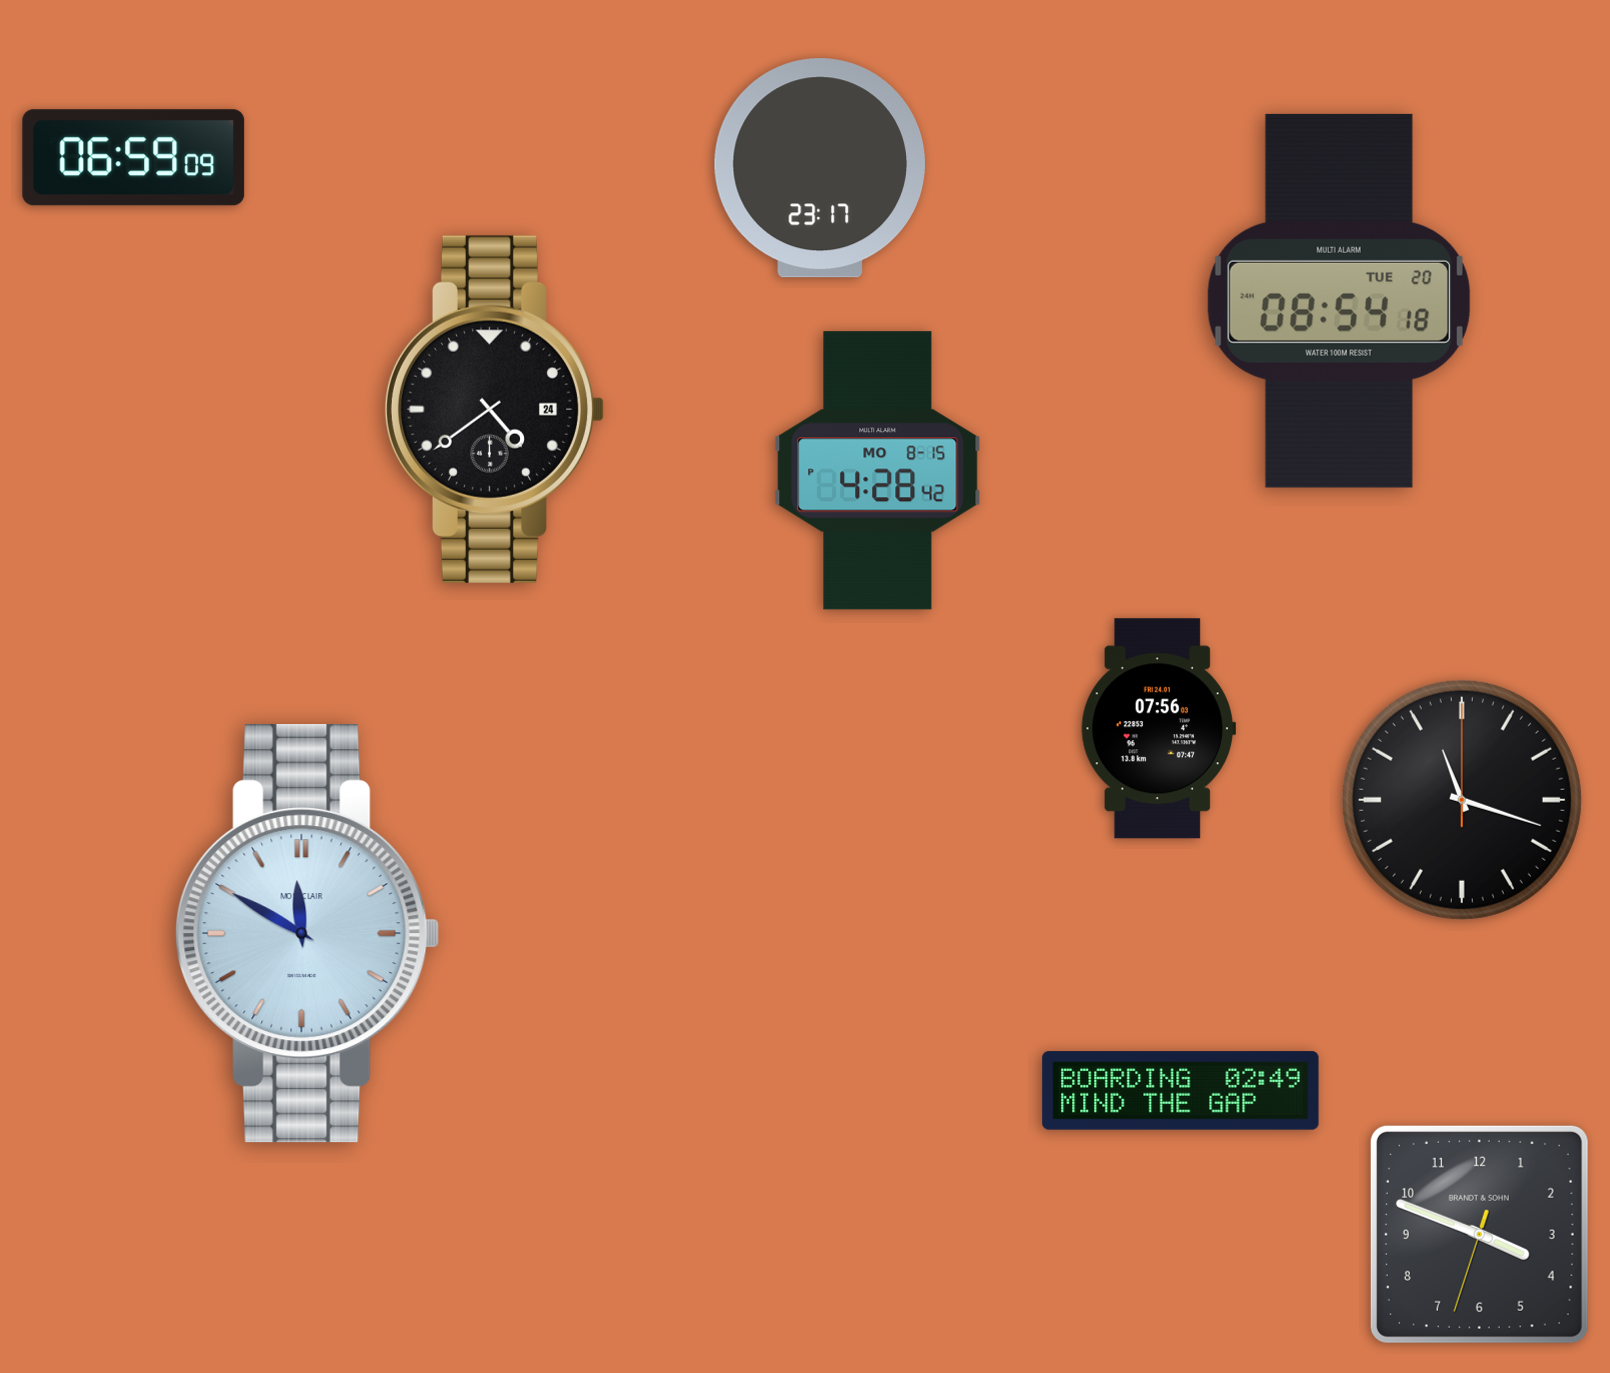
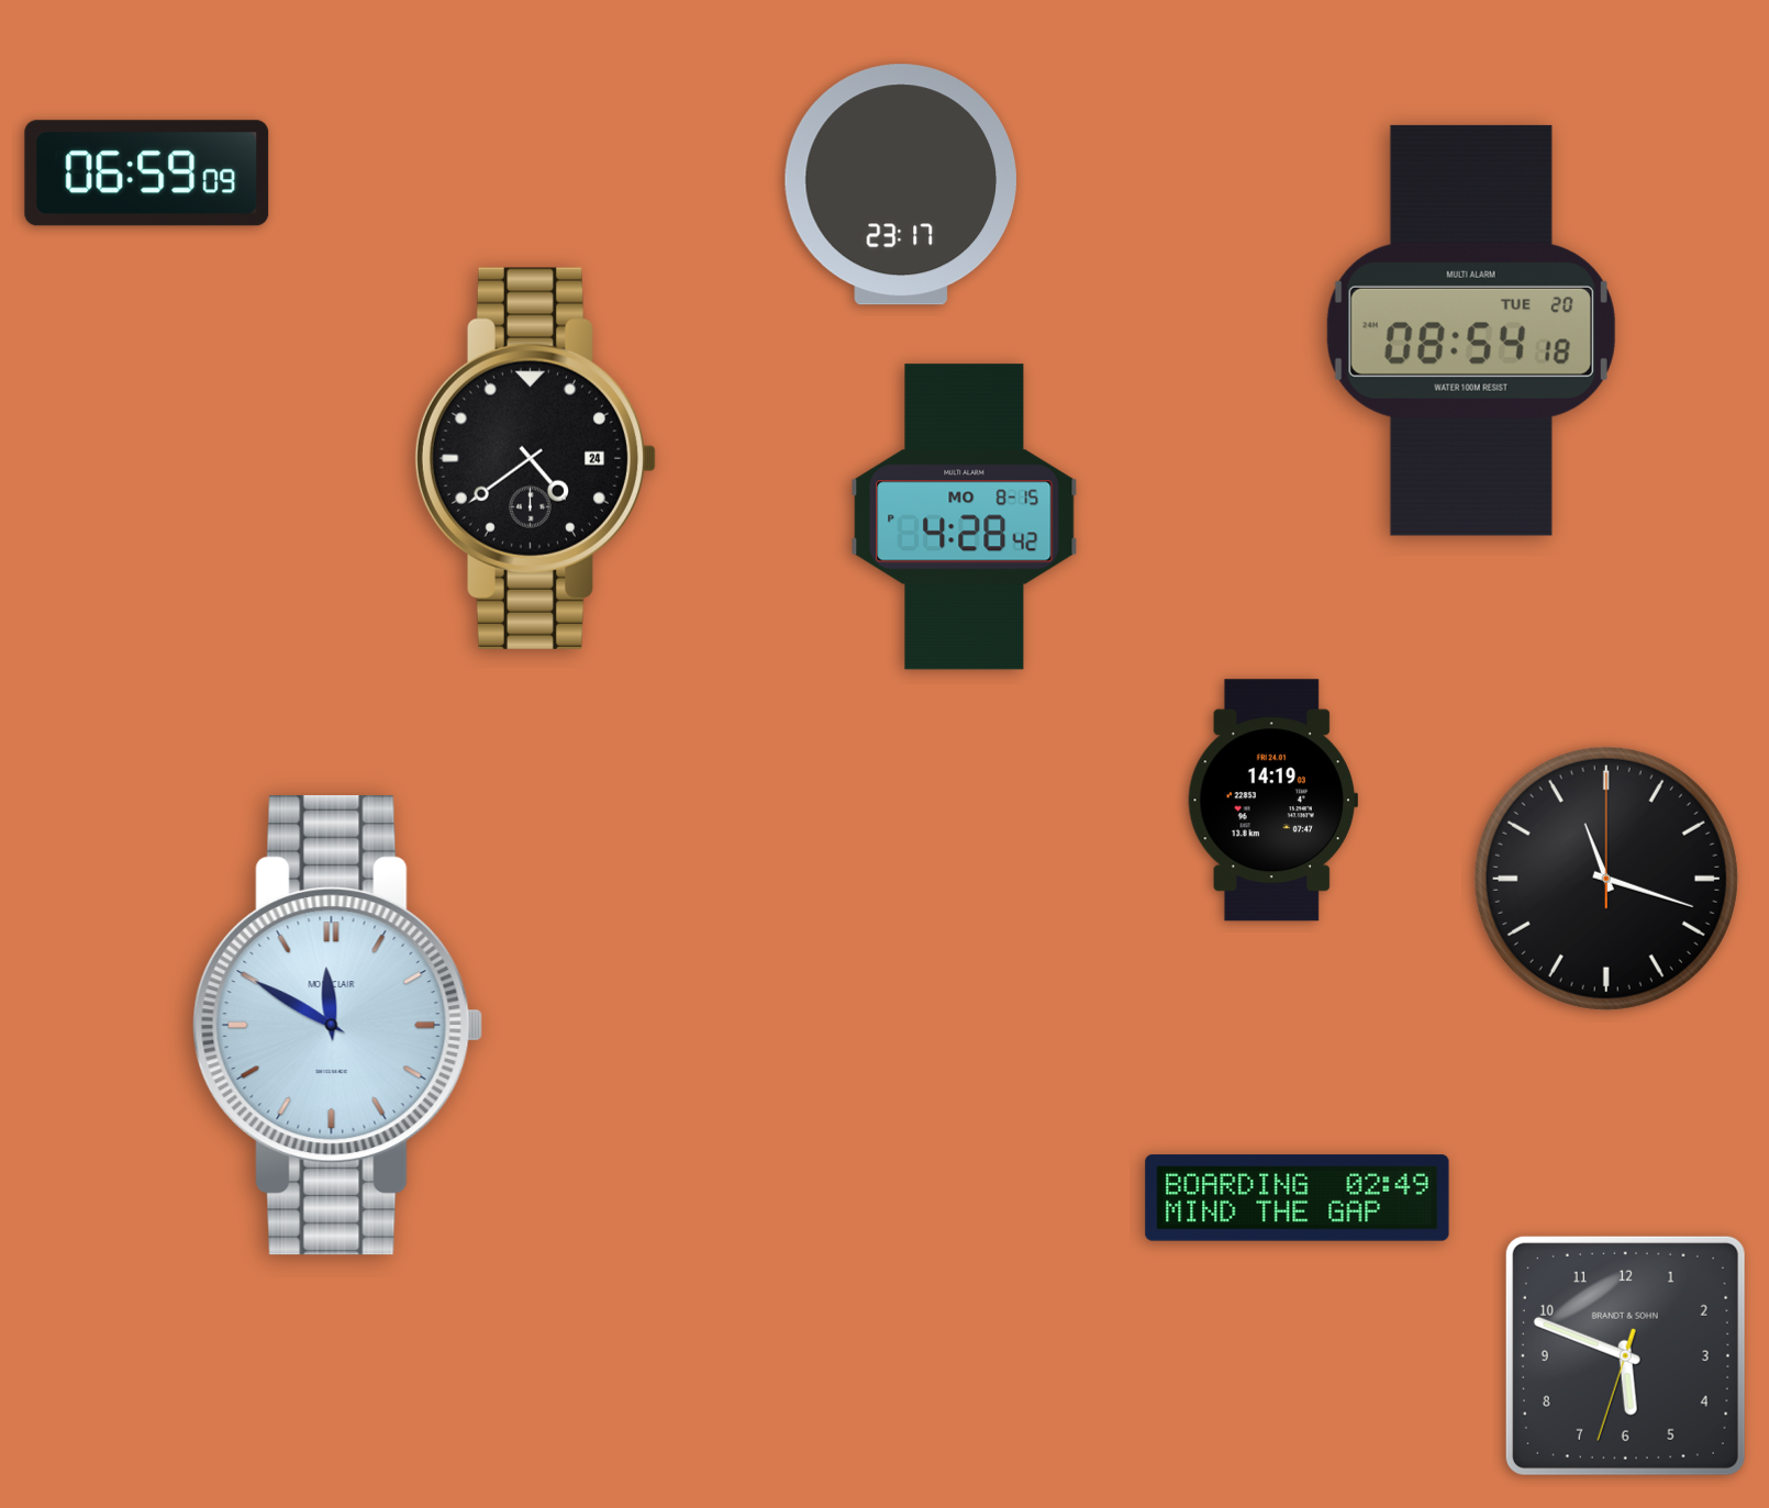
clock at (494, 409) position: (494, 409) -> (535, 458)
clock at (1158, 729): 07:56 -> 14:19
clock at (1479, 1234): 3:48 -> 5:48
